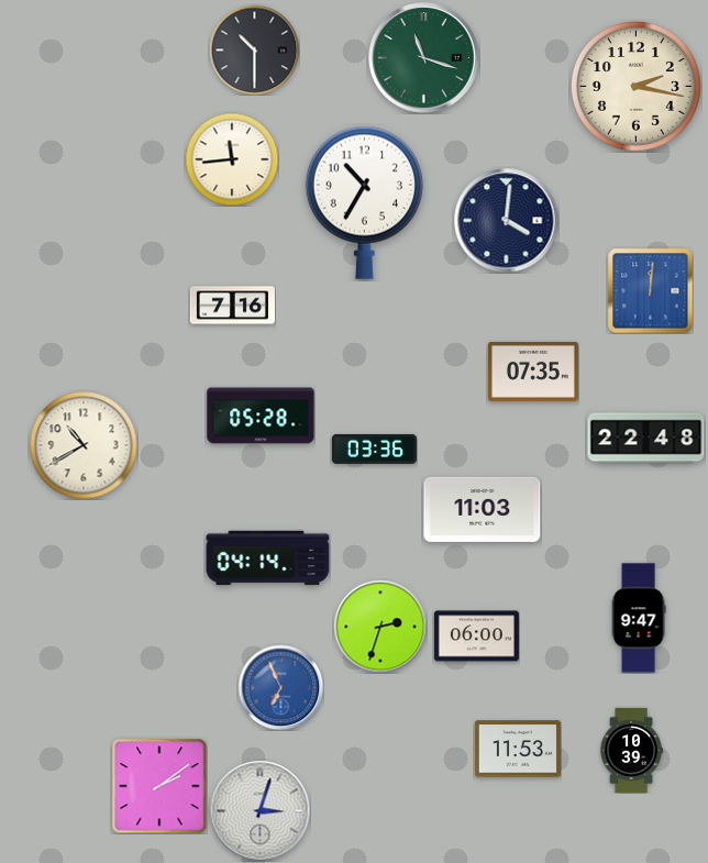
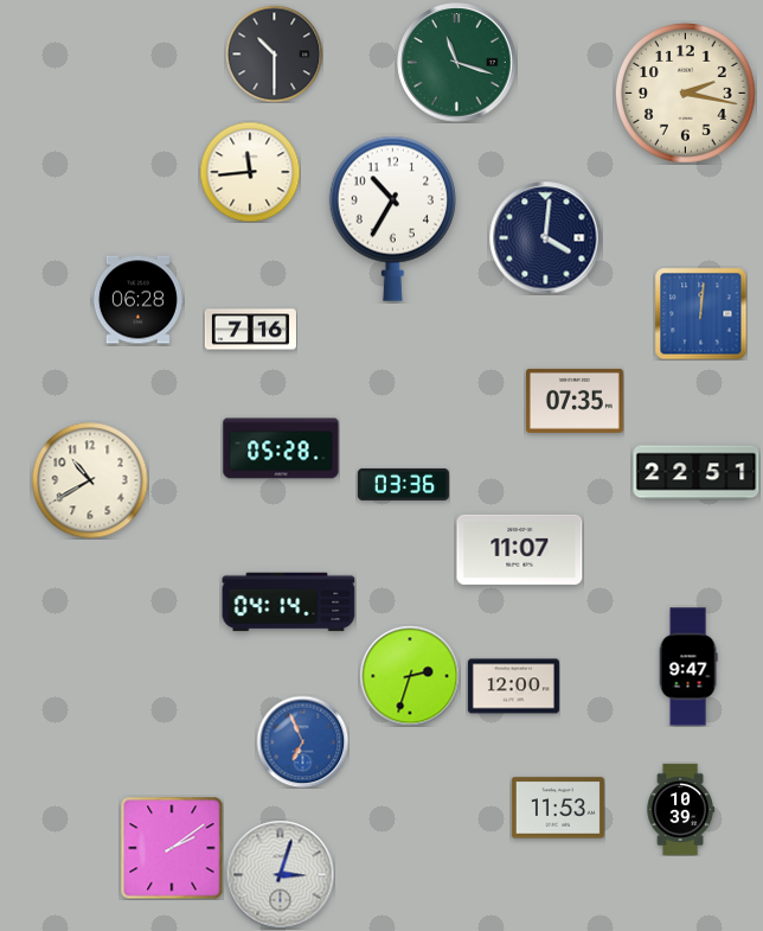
clock at (137, 300): none -> 06:28
clock at (646, 439): 22:48 -> 22:51
clock at (483, 509): 11:03 -> 11:07
clock at (476, 637): 06:00 -> 12:00
